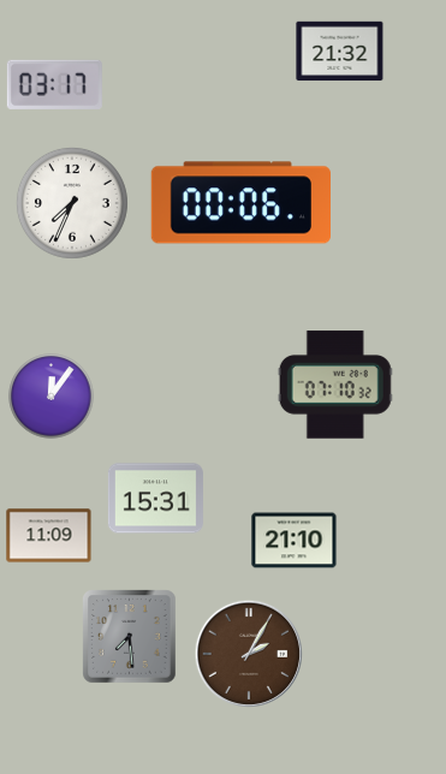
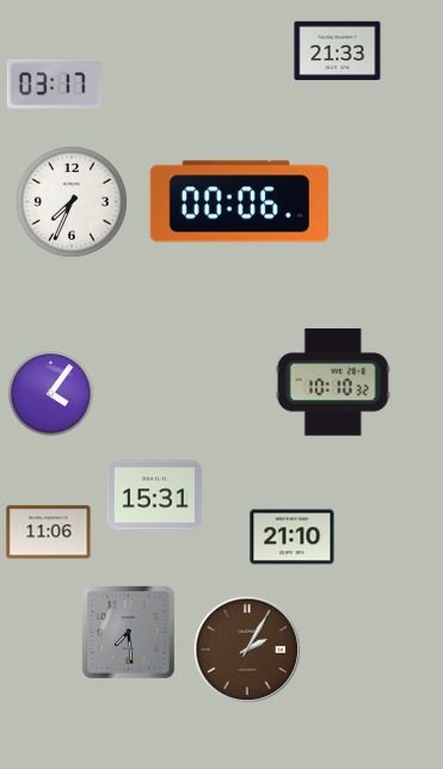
clock at (340, 52): 21:32 -> 21:33
clock at (335, 385): 07:10 -> 10:10
clock at (52, 397): 12:06 -> 4:06
clock at (49, 536): 11:09 -> 11:06
